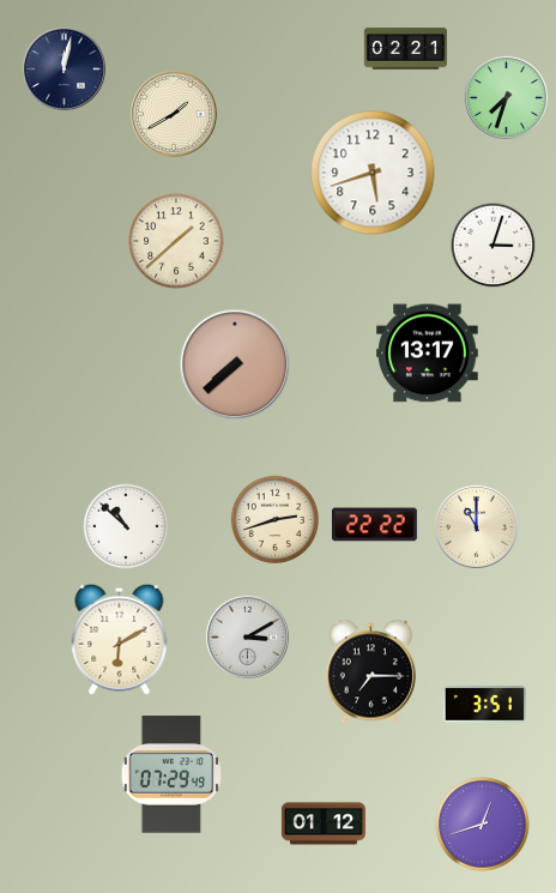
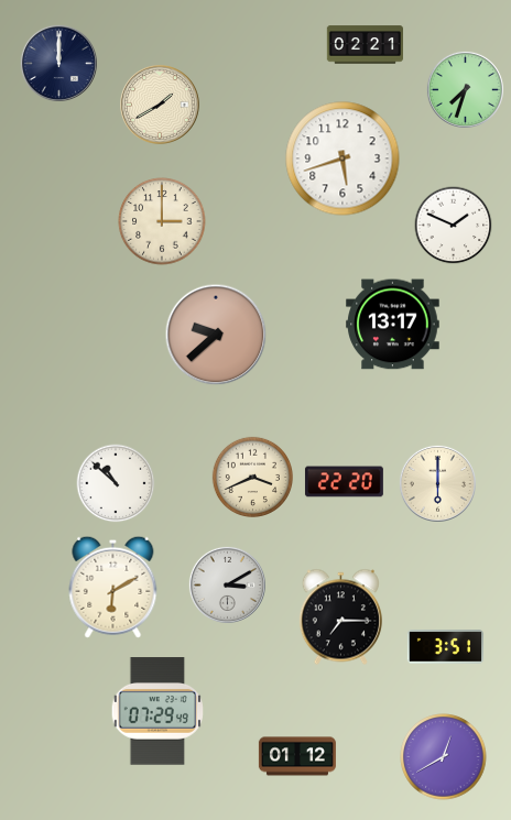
clock at (405, 49) position: (405, 49) -> (365, 45)
clock at (64, 68): 12:02 -> 12:00
clock at (176, 241): 1:38 -> 3:00
clock at (494, 246): 3:03 -> 1:49
clock at (235, 364): 7:38 -> 9:38
clock at (274, 519): 2:42 -> 3:41
clock at (374, 525): 22:22 -> 22:20
clock at (476, 526): 11:00 -> 6:00
clock at (120, 639) position: (120, 639) -> (113, 587)
clock at (483, 825): 12:42 -> 12:40
